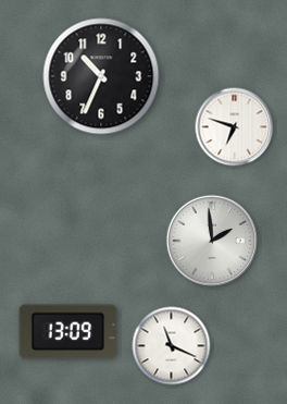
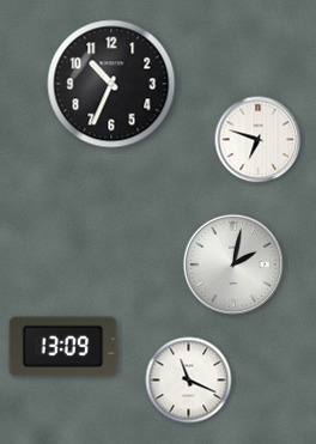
clock at (211, 240): 1:59 -> 2:02
clock at (68, 332) position: (68, 332) -> (63, 347)
